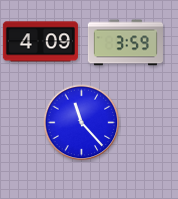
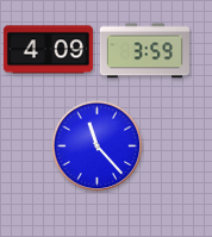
clock at (125, 43) position: (125, 43) -> (144, 51)
